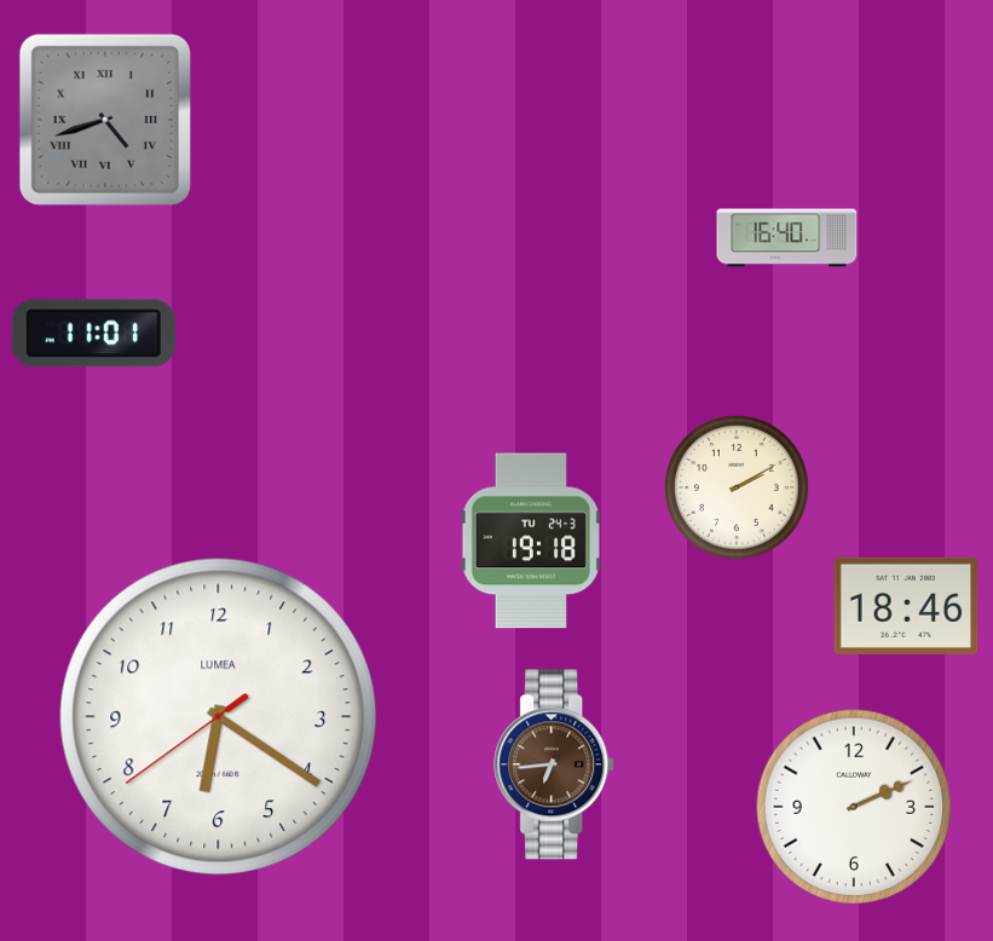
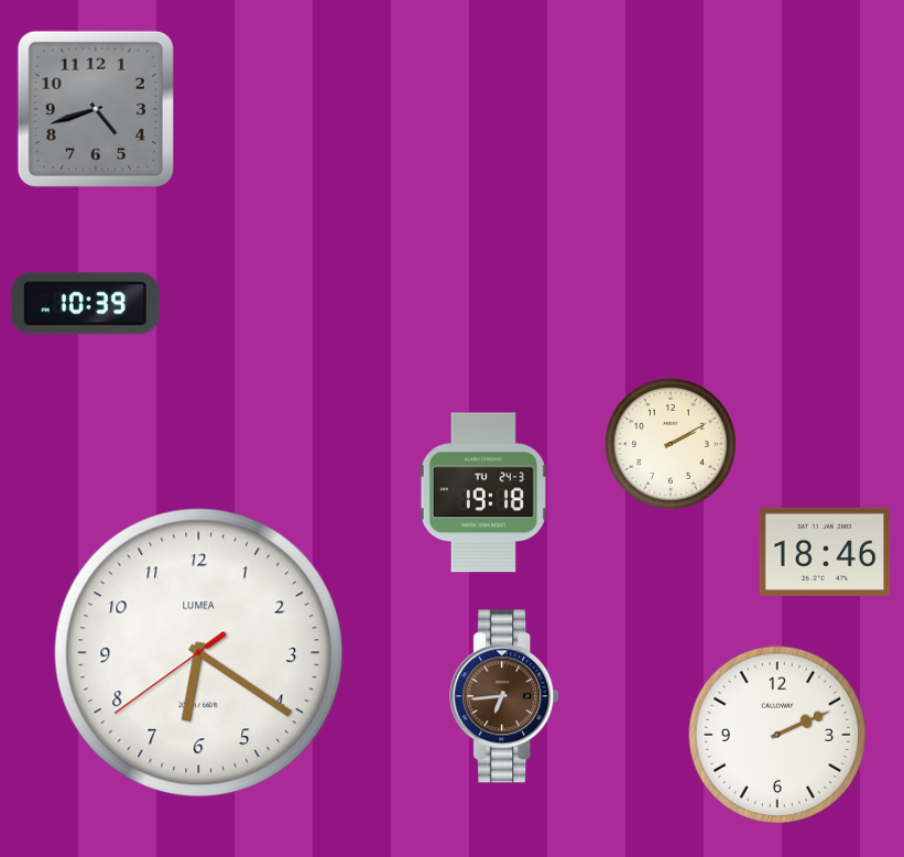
clock at (105, 120) numerals: Roman -> Arabic
clock at (787, 238): 16:40 -> none
clock at (93, 334): 11:01 -> 10:39
